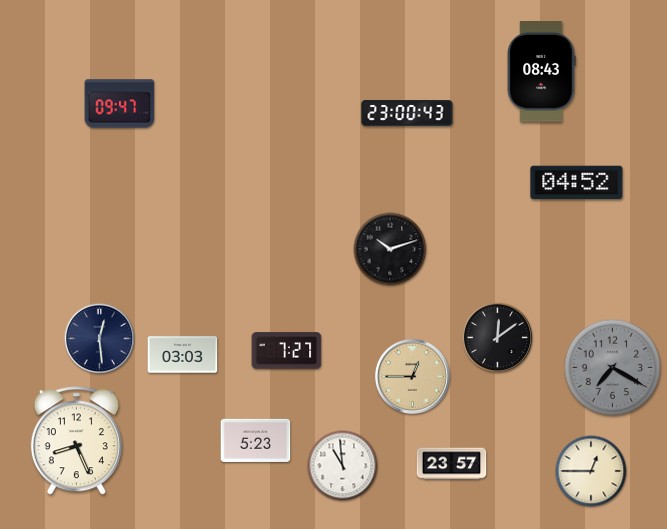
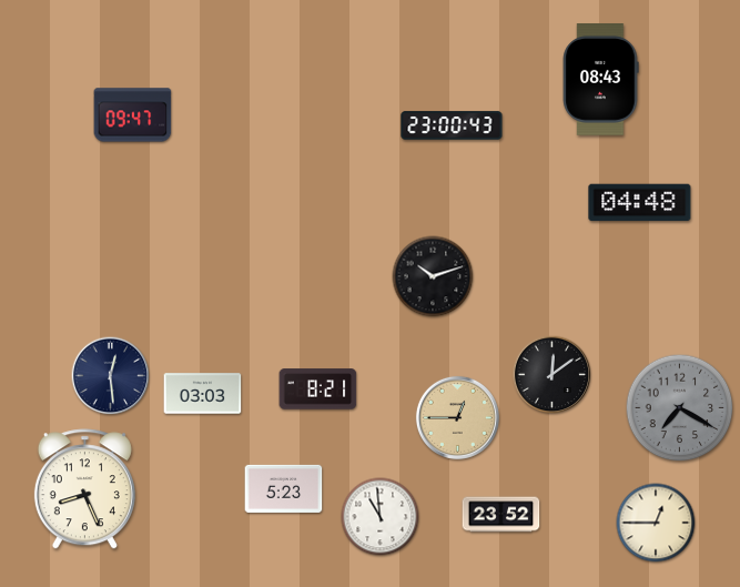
clock at (577, 183): 04:52 -> 04:48
clock at (287, 351): 7:27 -> 8:21
clock at (452, 464): 23:57 -> 23:52
